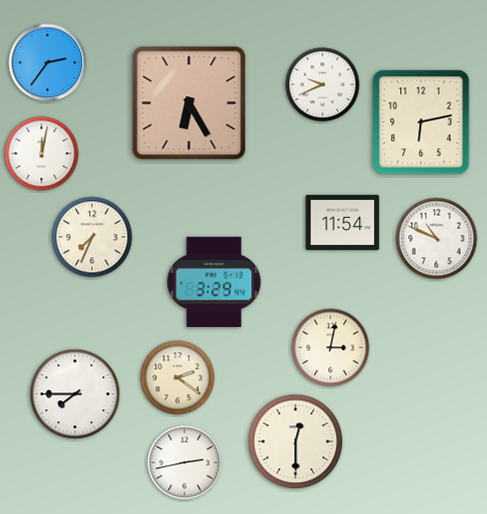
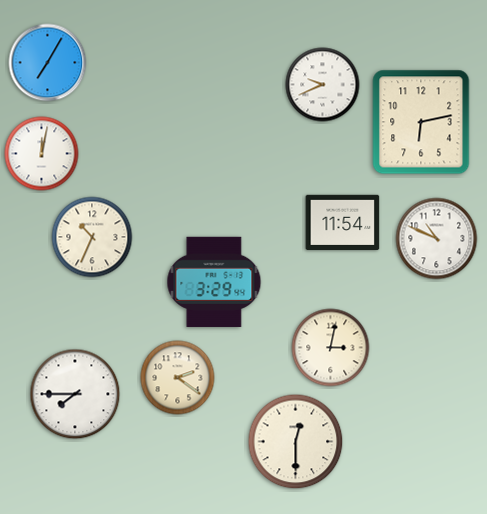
clock at (48, 63): 2:36 -> 7:05
clock at (189, 103): 6:25 -> none
clock at (92, 237): 7:34 -> 10:34
clock at (185, 463): 2:43 -> none
